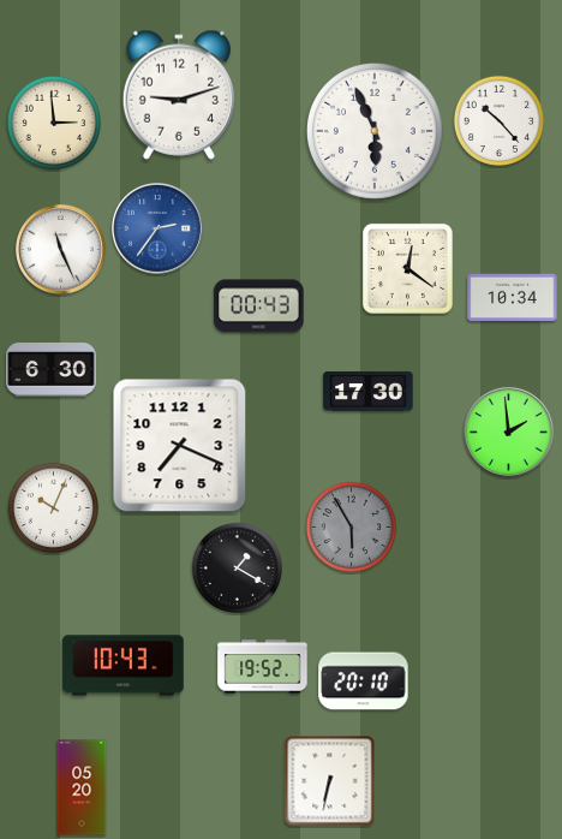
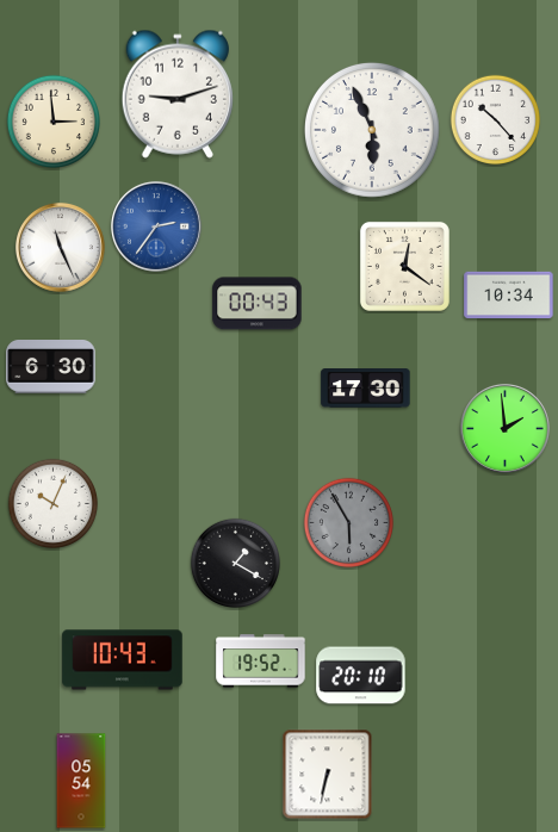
clock at (180, 446): 7:19 -> none
clock at (82, 787): 05:20 -> 05:54
